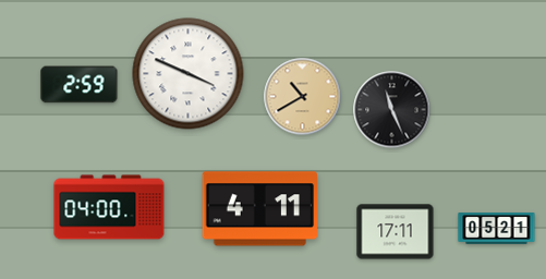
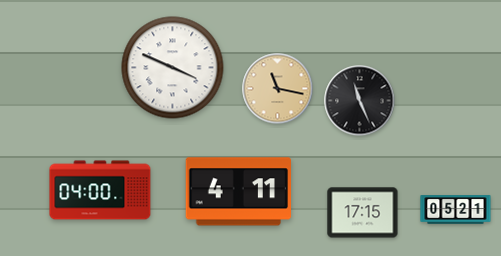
clock at (80, 85): 2:59 -> none
clock at (303, 97): 10:40 -> 11:17
clock at (396, 232): 17:11 -> 17:15
